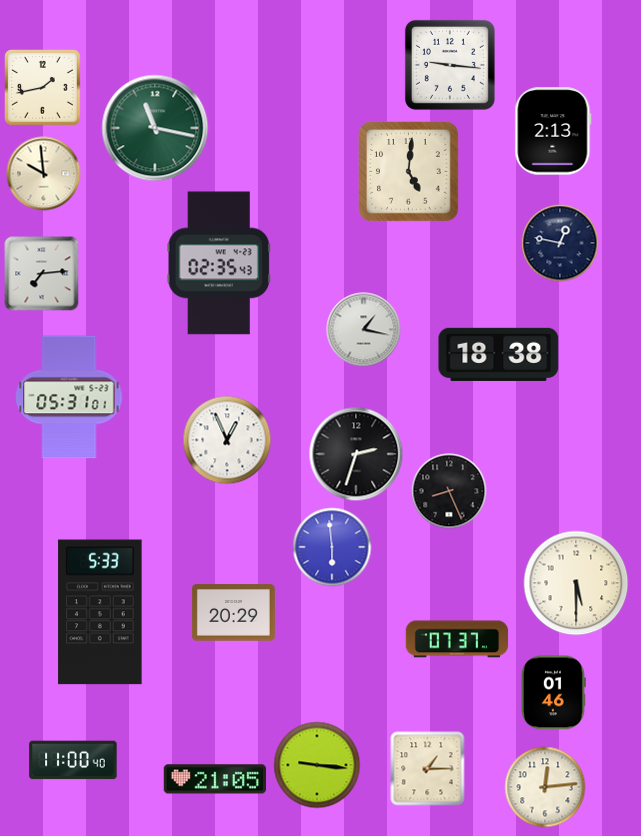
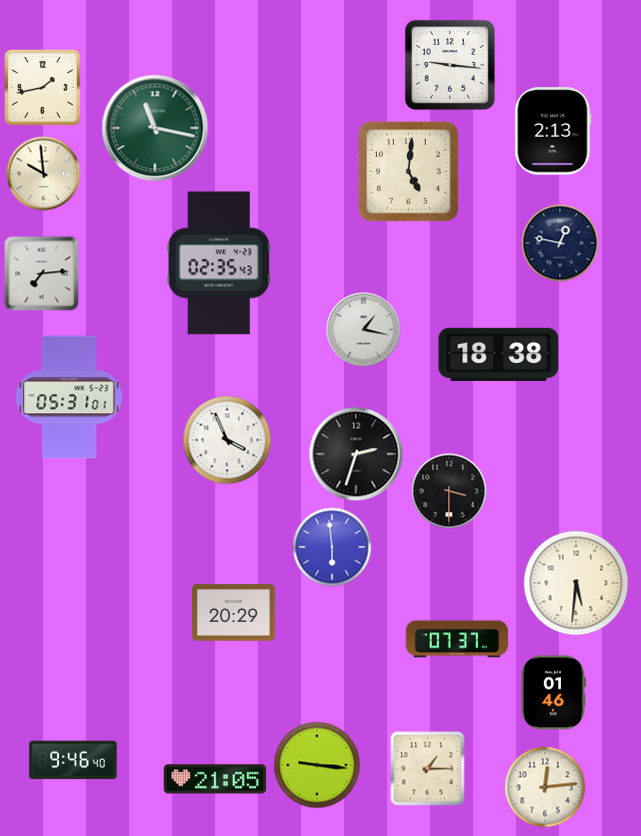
clock at (227, 440): 12:56 -> 3:56
clock at (449, 491): 8:26 -> 3:30
clock at (576, 583): 5:30 -> 5:31
clock at (100, 612): 5:33 -> none
clock at (73, 760): 11:00 -> 9:46
